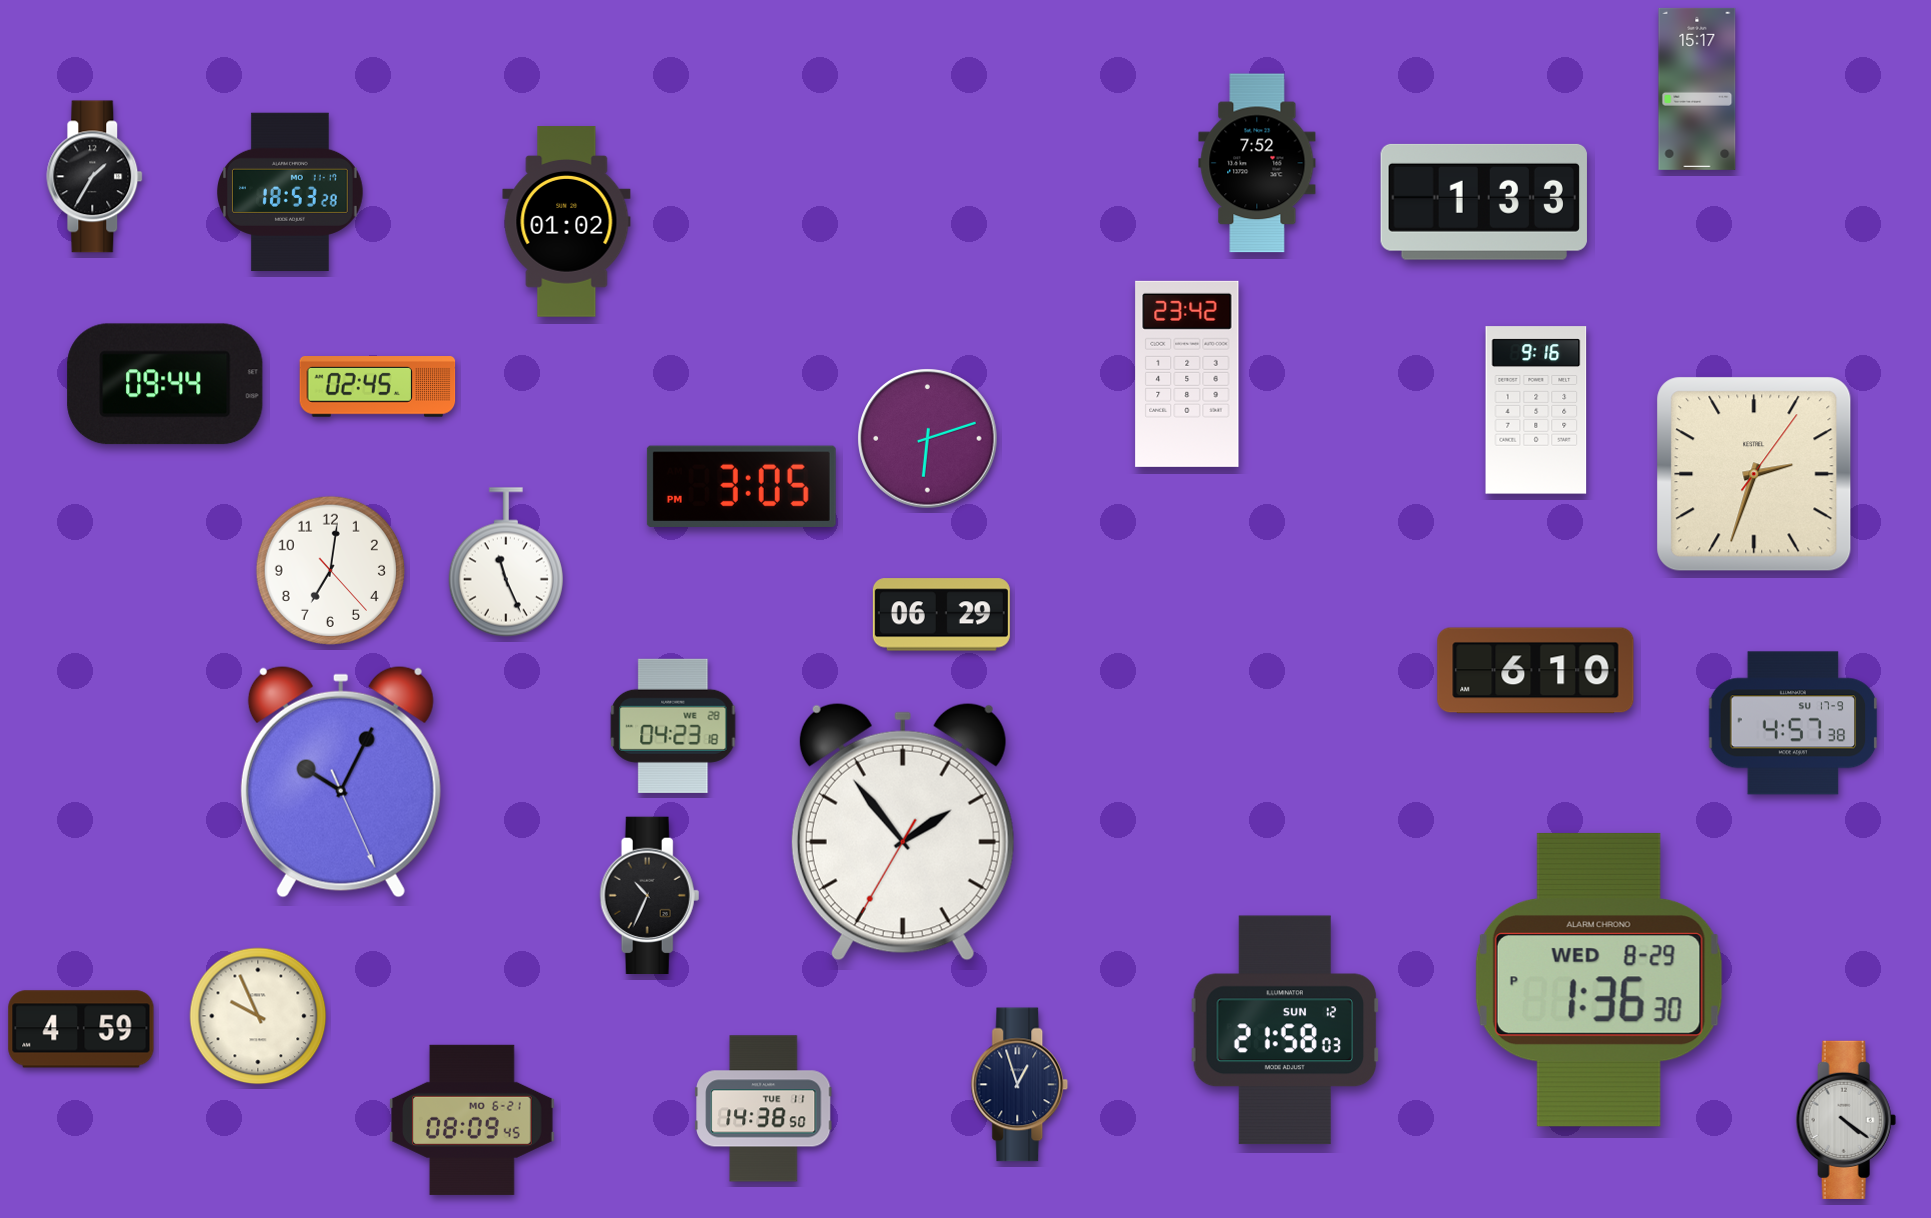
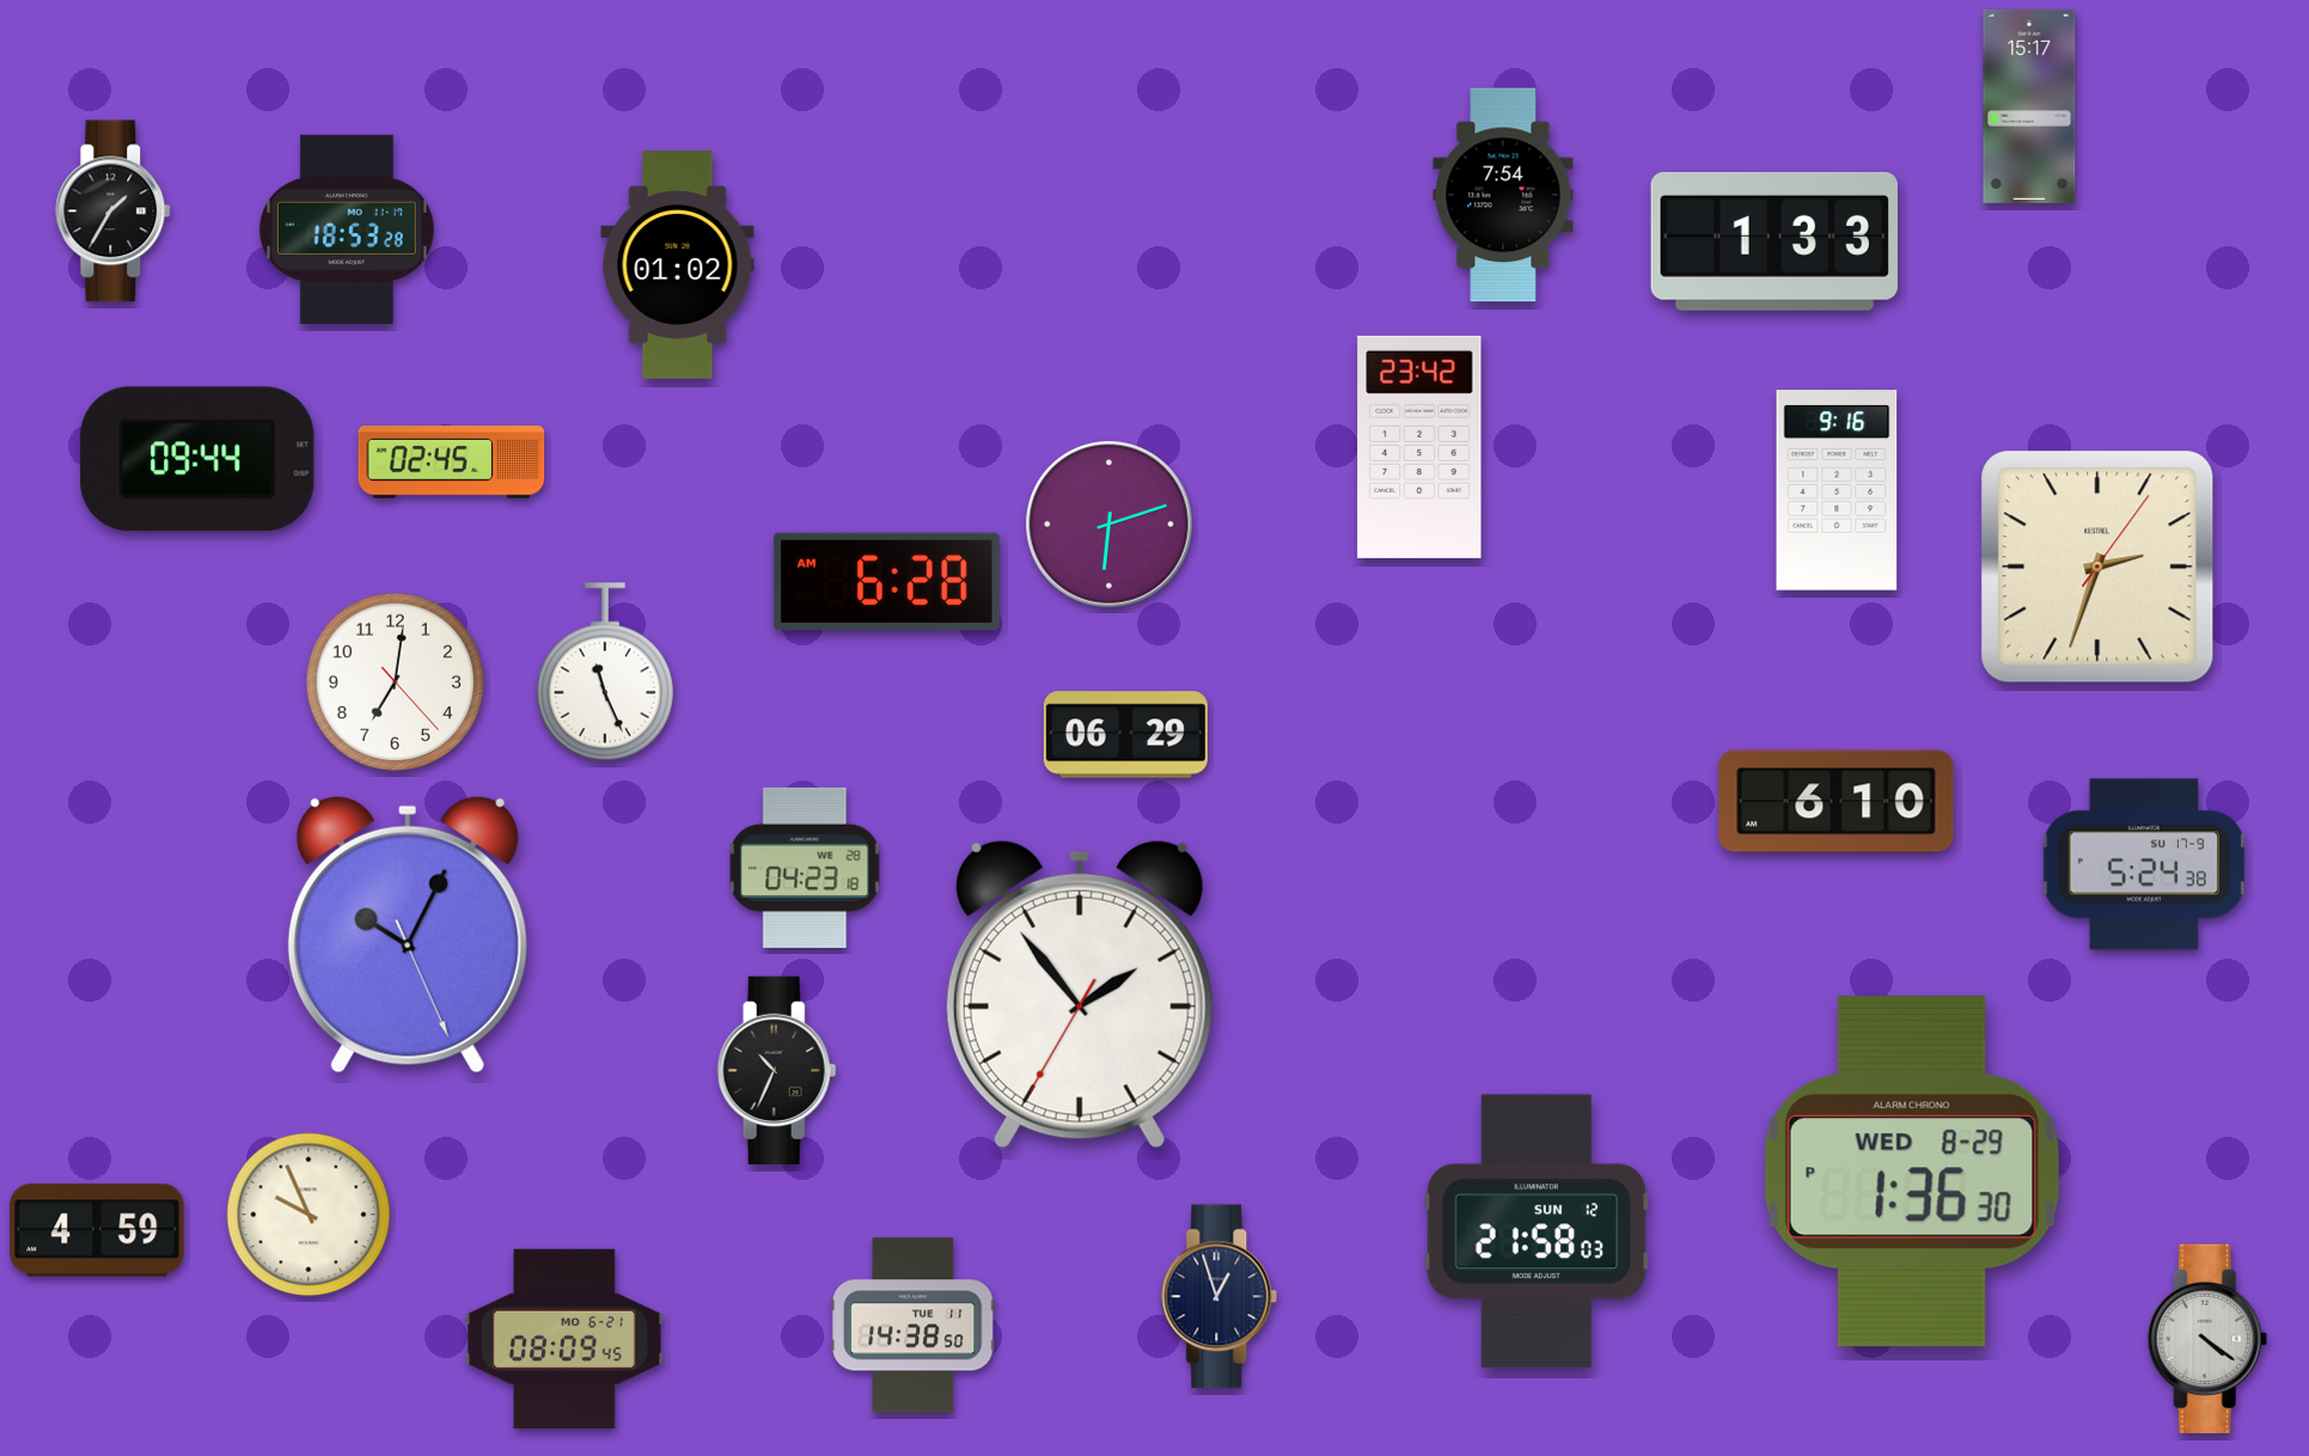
clock at (1257, 163): 7:52 -> 7:54
clock at (741, 486): 3:05 -> 6:28
clock at (1793, 723): 4:57 -> 5:24
